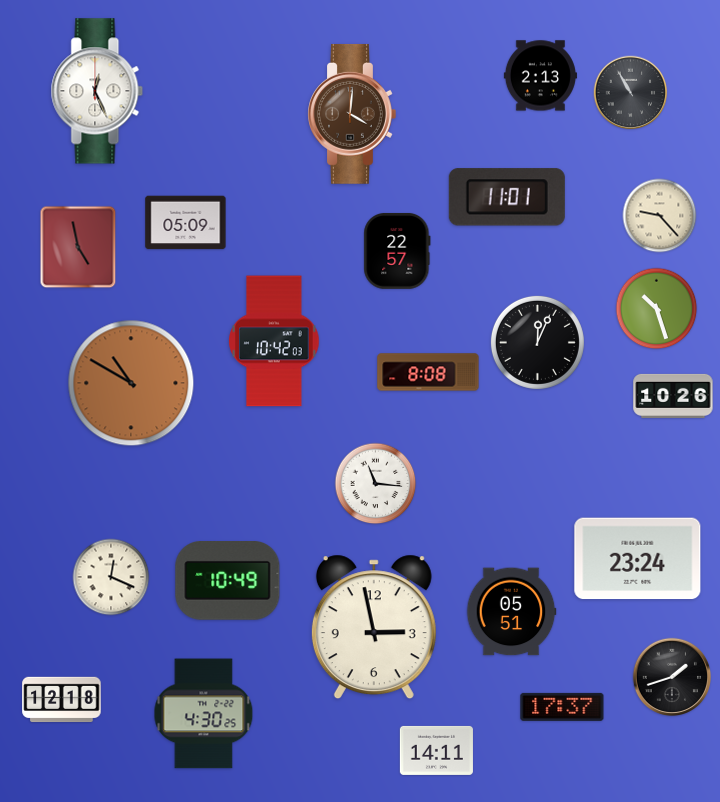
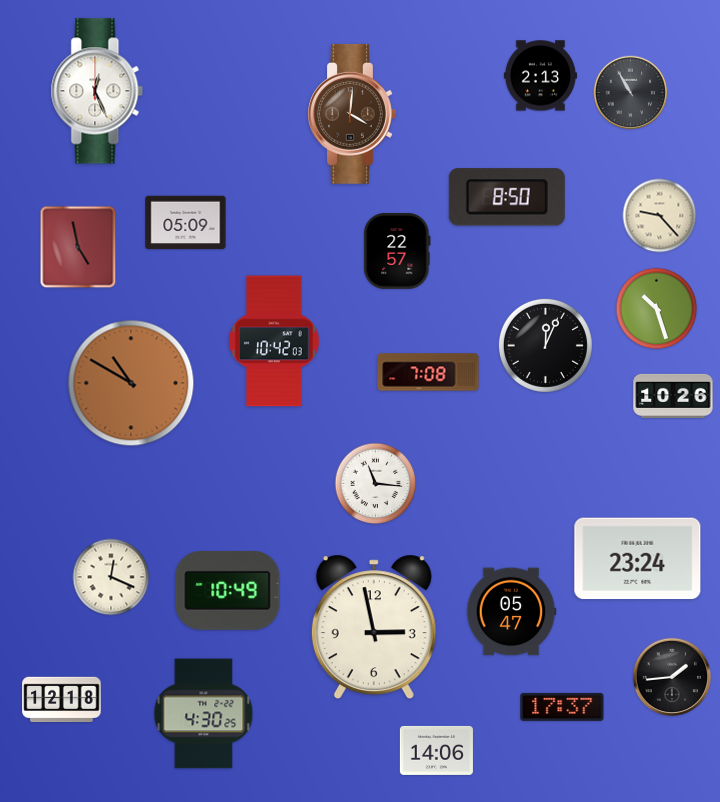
clock at (507, 197): 11:01 -> 8:50
clock at (537, 342) position: (537, 342) -> (545, 345)
clock at (428, 372): 8:08 -> 7:08
clock at (228, 581) position: (228, 581) -> (228, 591)
clock at (511, 612): 05:51 -> 05:47
clock at (672, 677): 1:42 -> 1:44
clock at (436, 750): 14:11 -> 14:06
